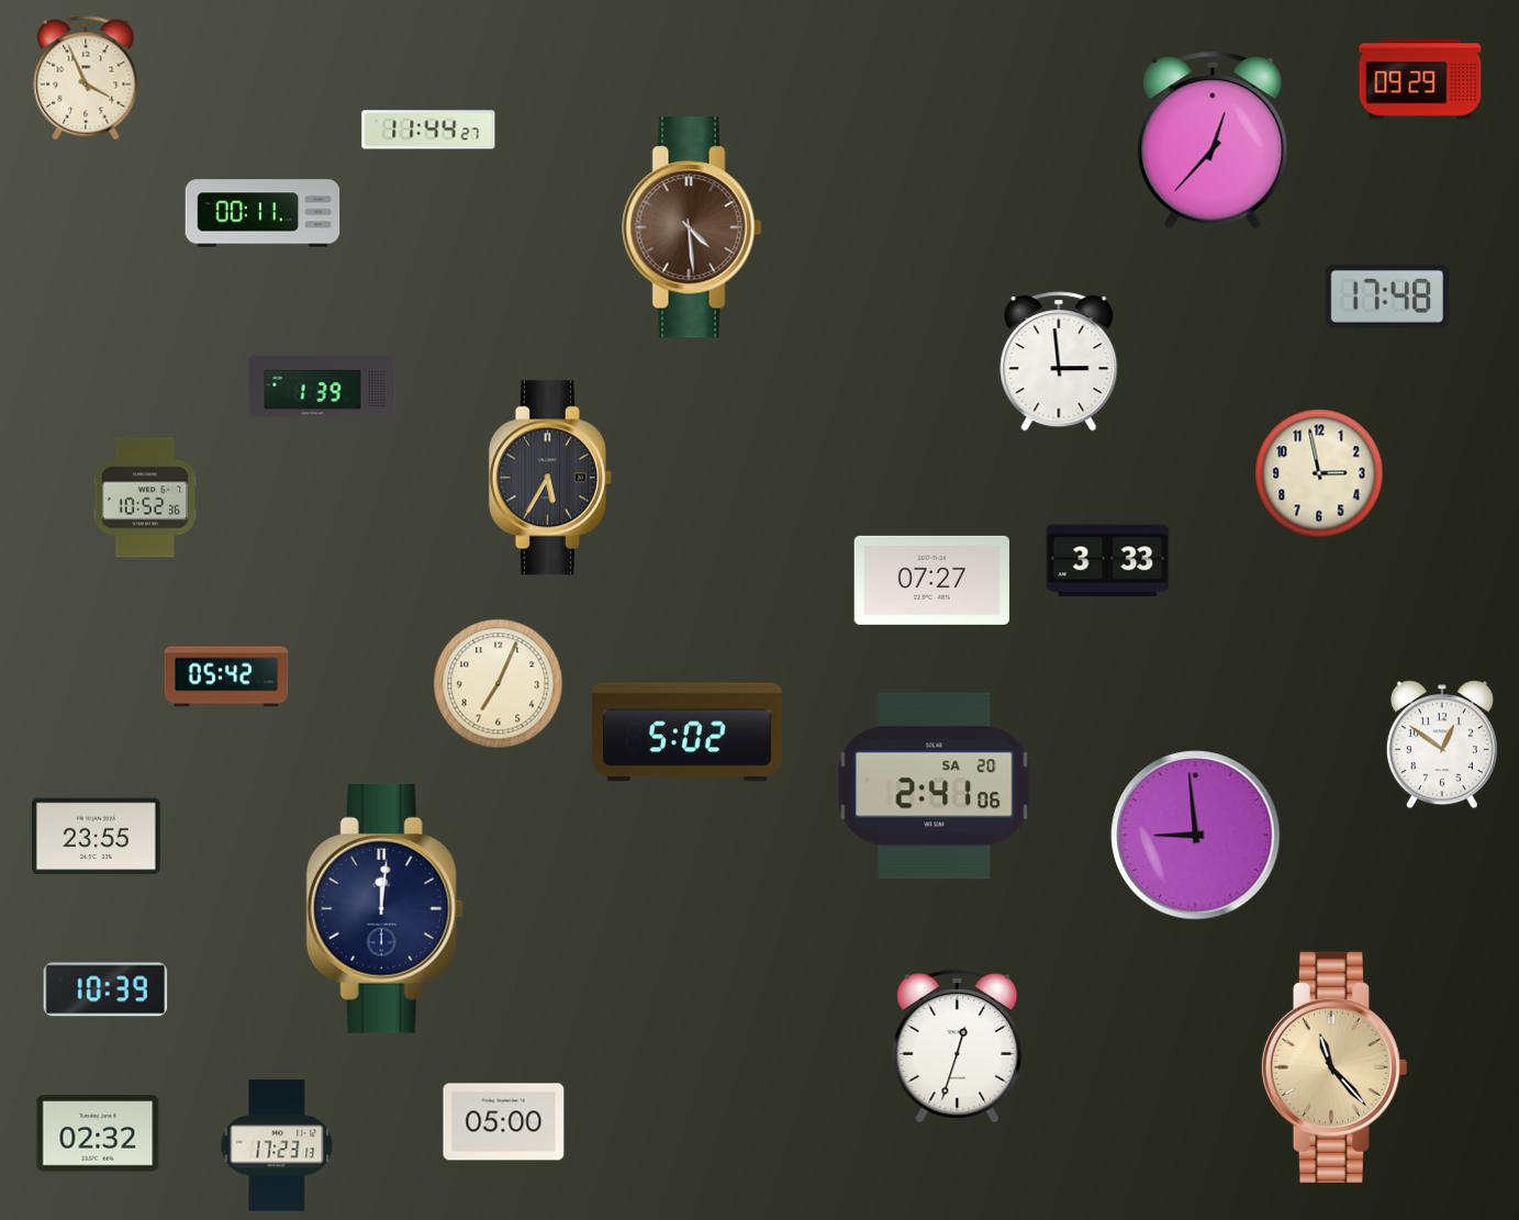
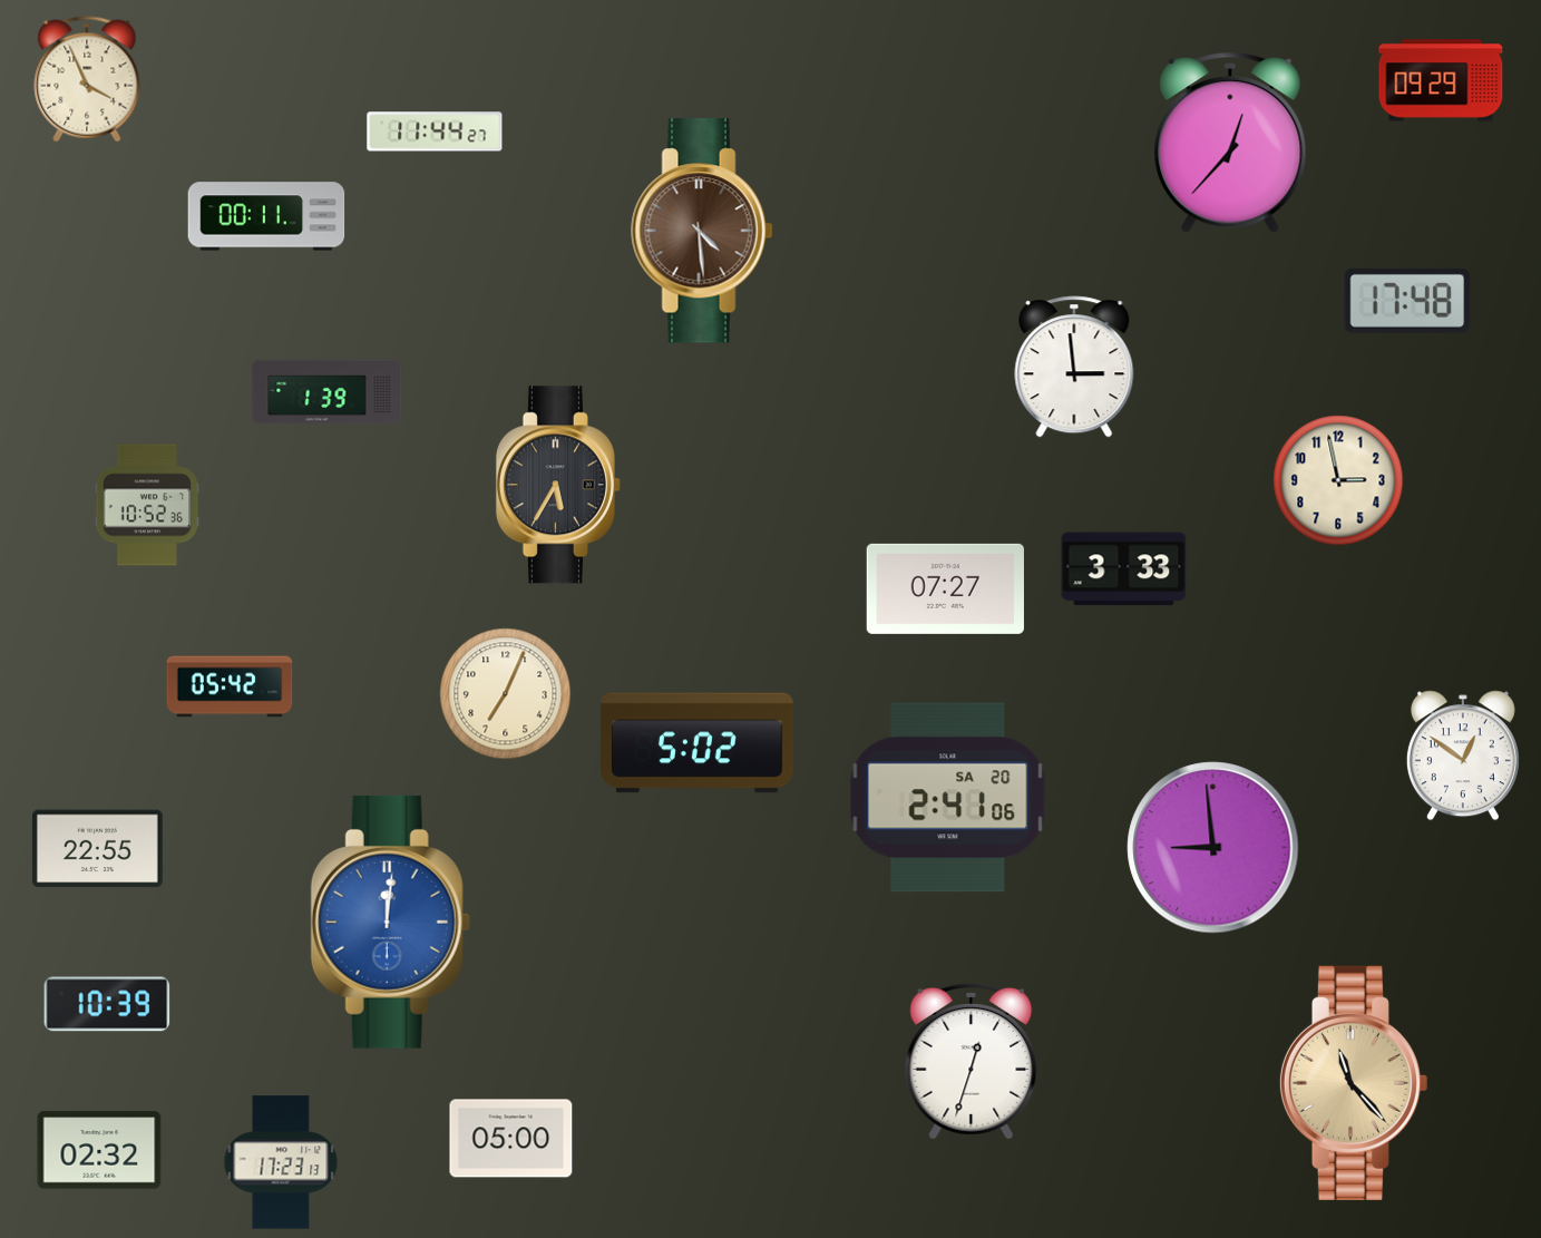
clock at (96, 837): 23:55 -> 22:55
clock at (384, 908) dial: navy -> blue
